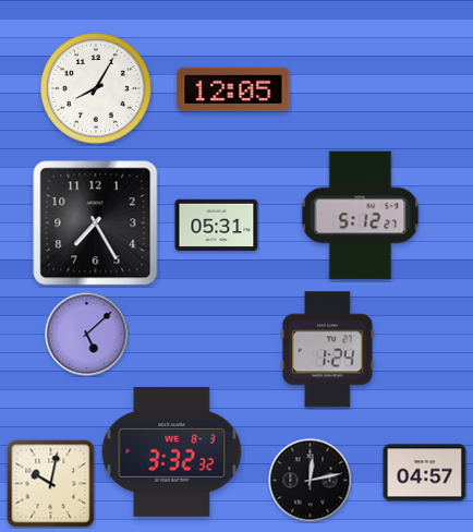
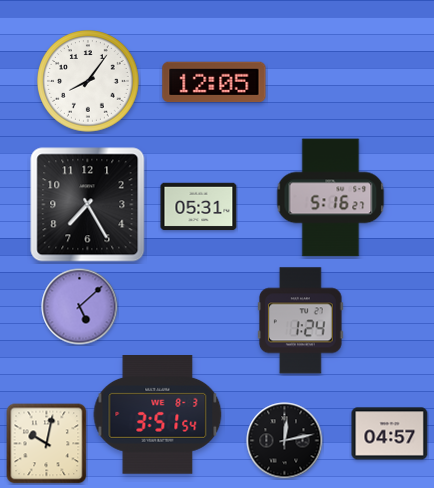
clock at (97, 89): 8:05 -> 8:06
clock at (361, 216): 5:12 -> 5:16
clock at (172, 452): 3:32 -> 3:51
